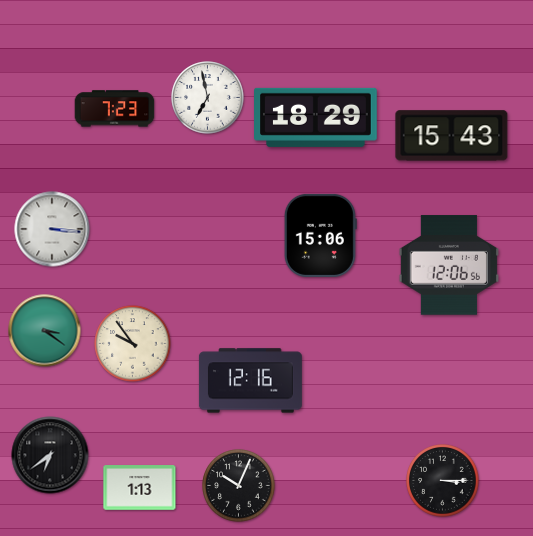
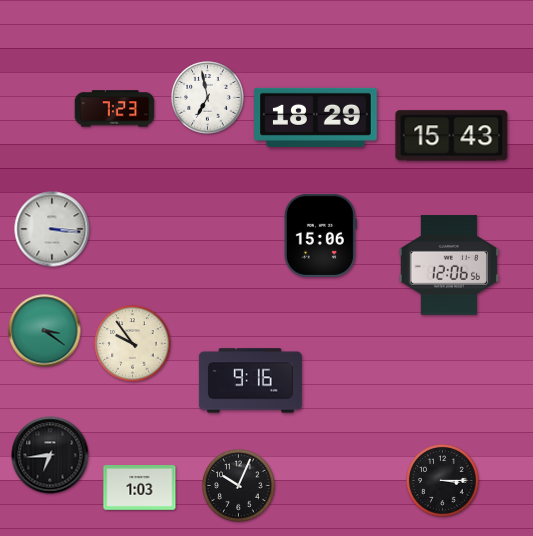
clock at (250, 381): 12:16 -> 9:16
clock at (50, 455): 6:39 -> 6:44
clock at (140, 488): 1:13 -> 1:03
